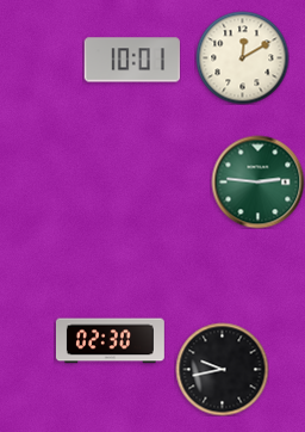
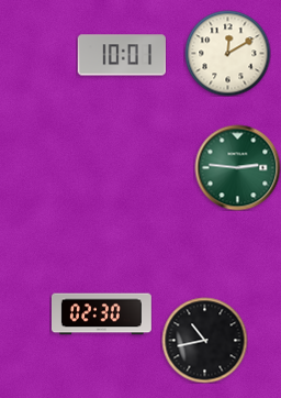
clock at (242, 57) position: (242, 57) -> (227, 53)
clock at (222, 369): 9:43 -> 10:43
